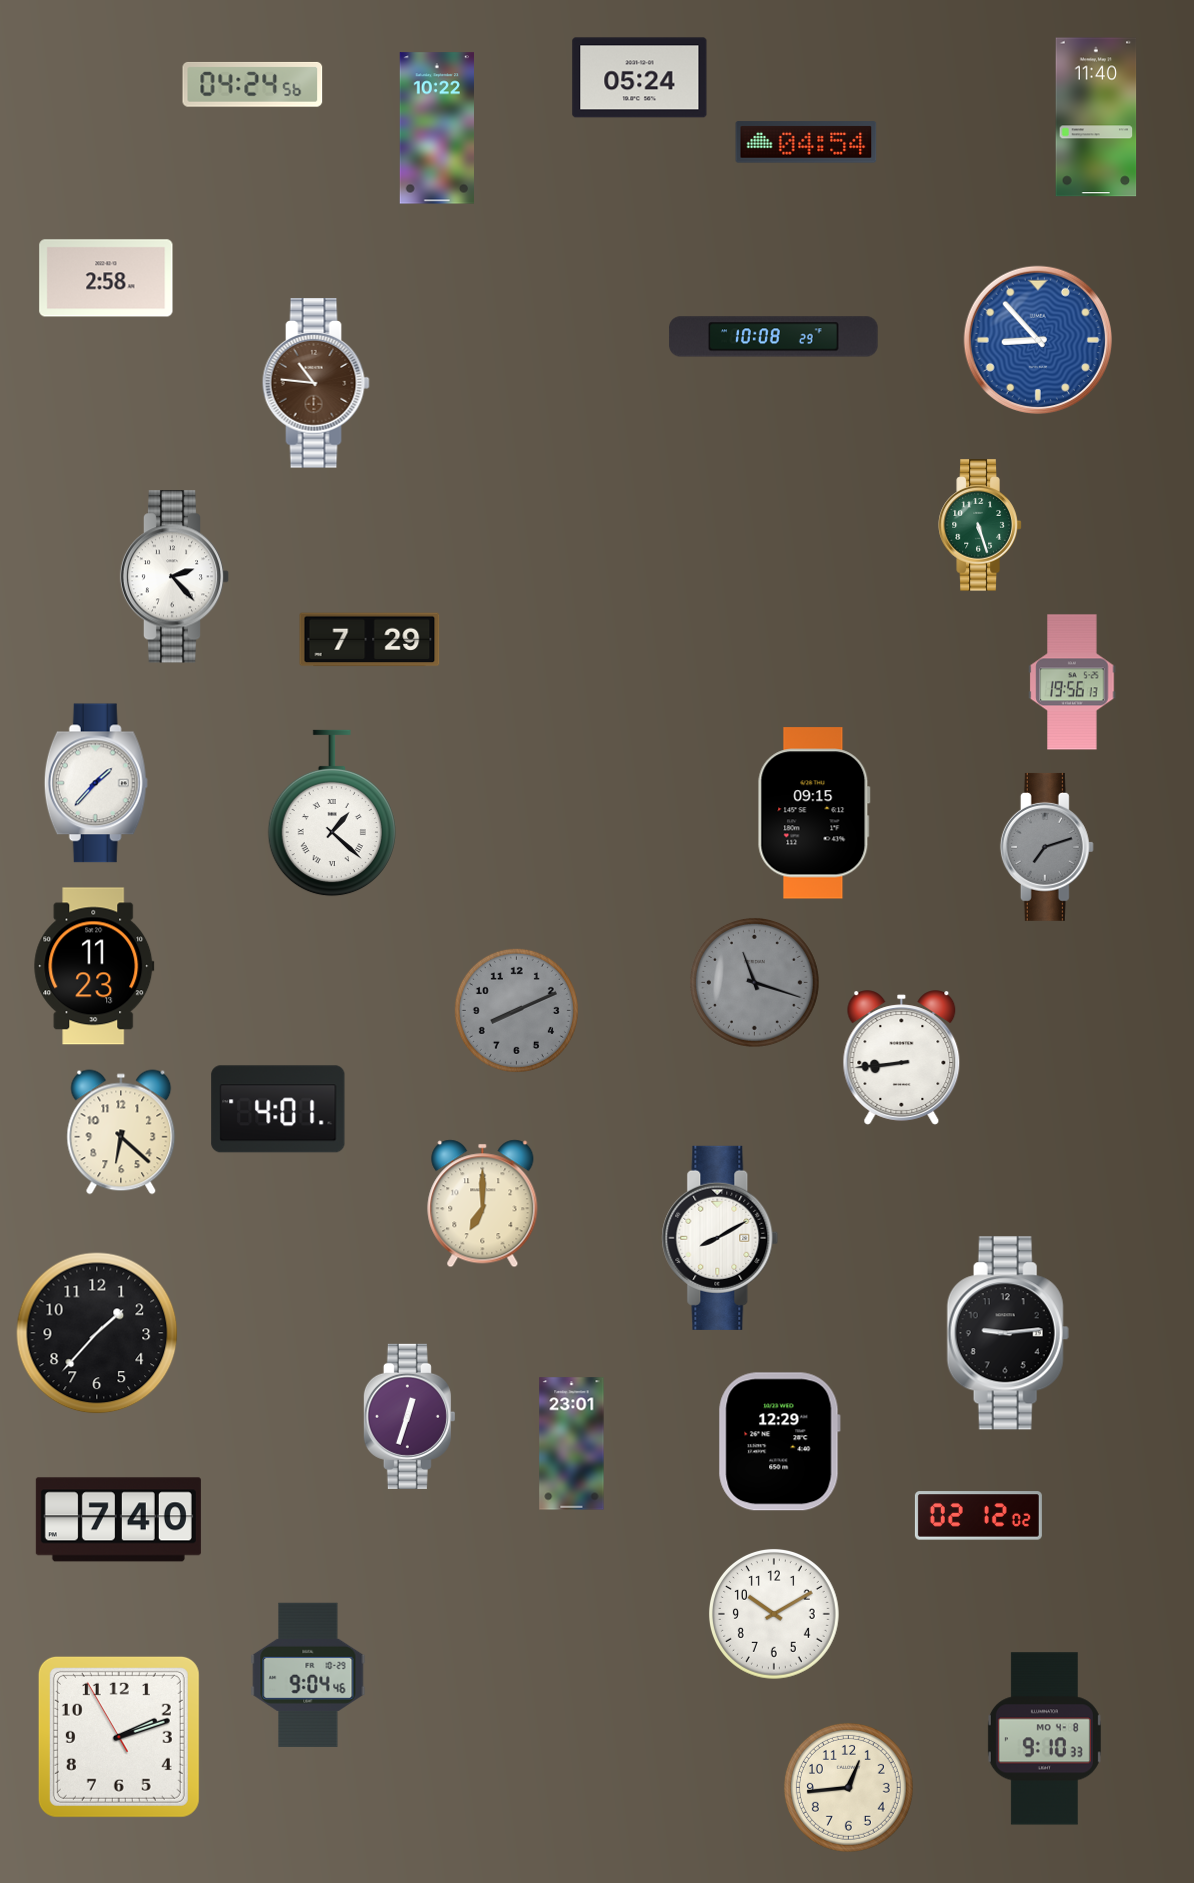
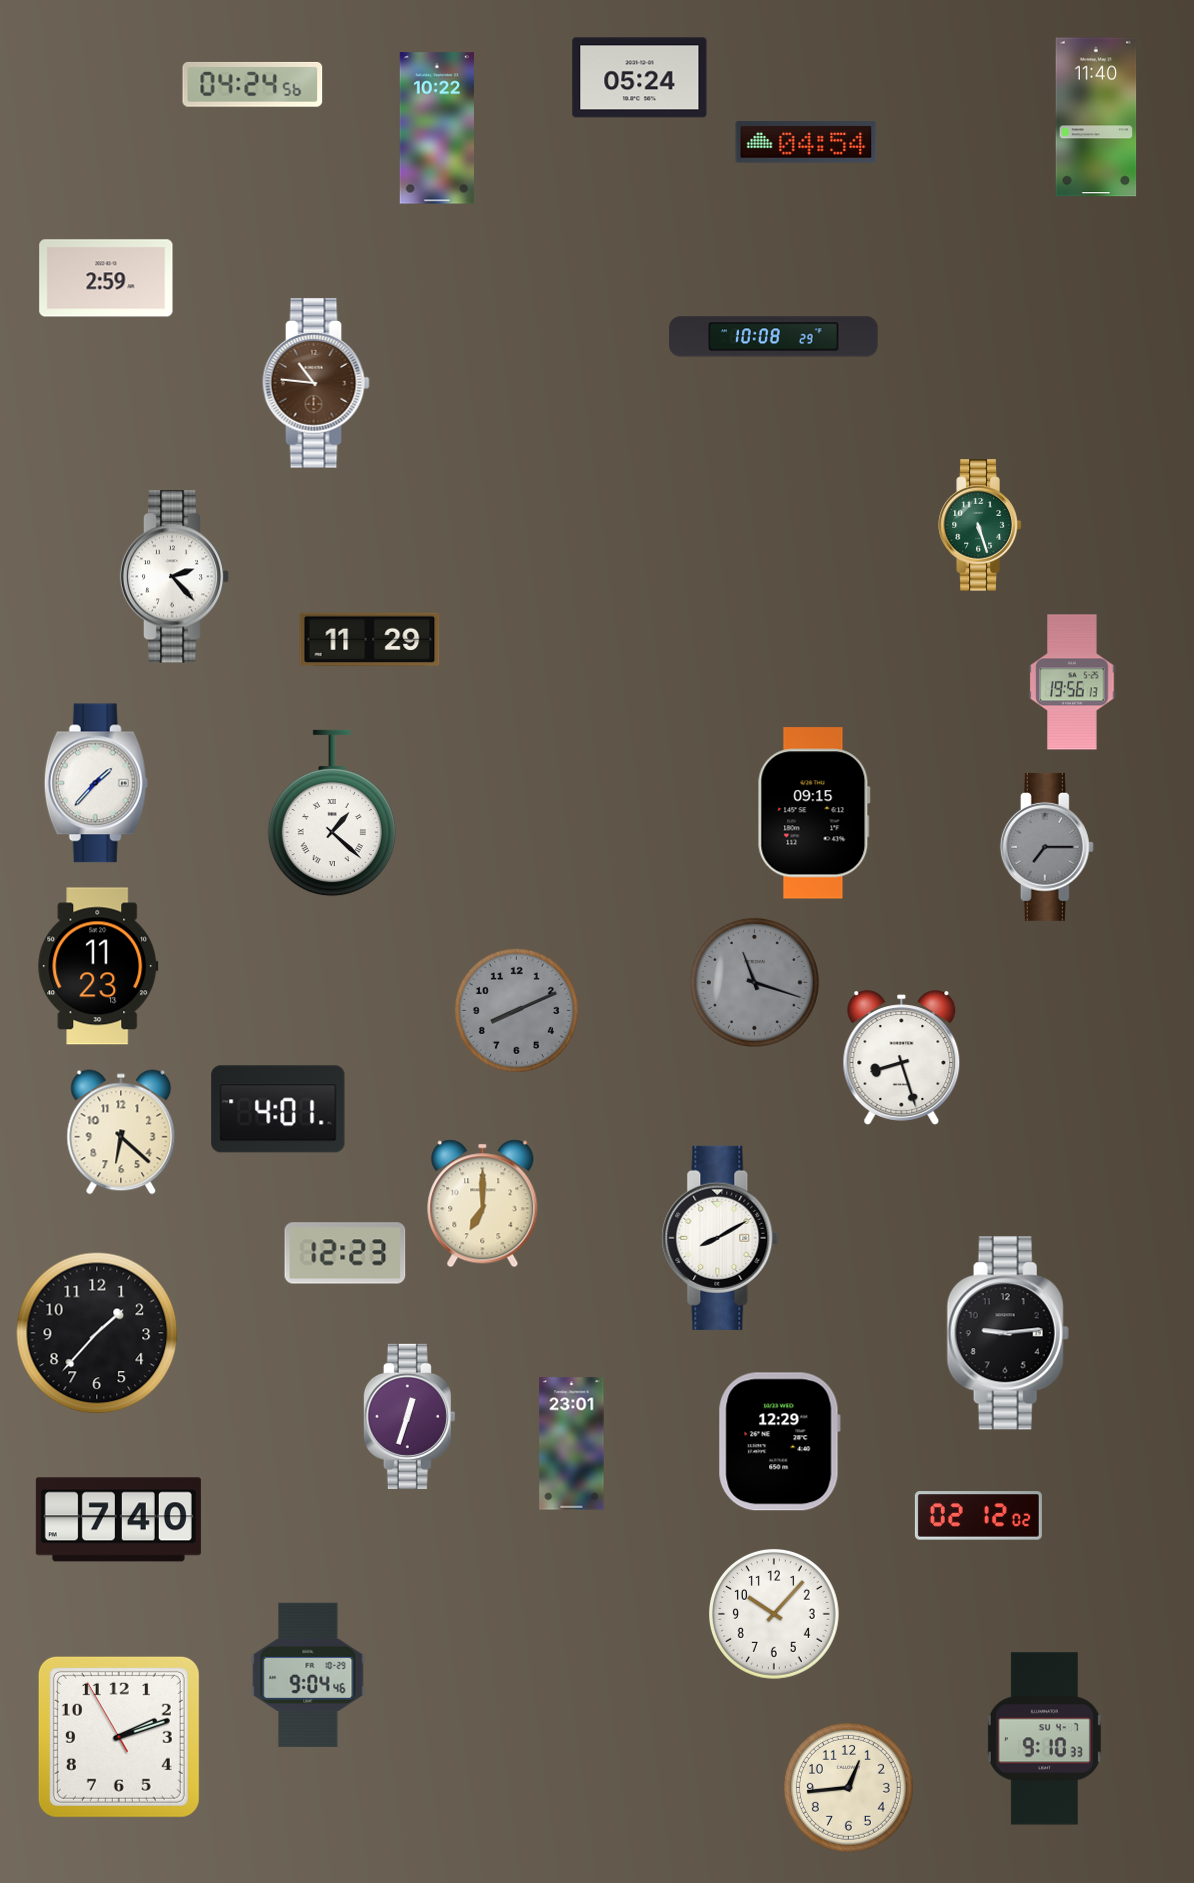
clock at (106, 278): 2:58 -> 2:59
clock at (1037, 339): 8:53 -> none
clock at (370, 640): 7:29 -> 11:29
clock at (1047, 847): 7:12 -> 7:15
clock at (94, 966) position: (94, 966) -> (98, 966)
clock at (902, 1058): 8:44 -> 8:27
clock at (345, 1253): none -> 12:23
clock at (774, 1614): 10:10 -> 10:07
clock at (1044, 1739) date: MO 4-8 -> SU 4-7
